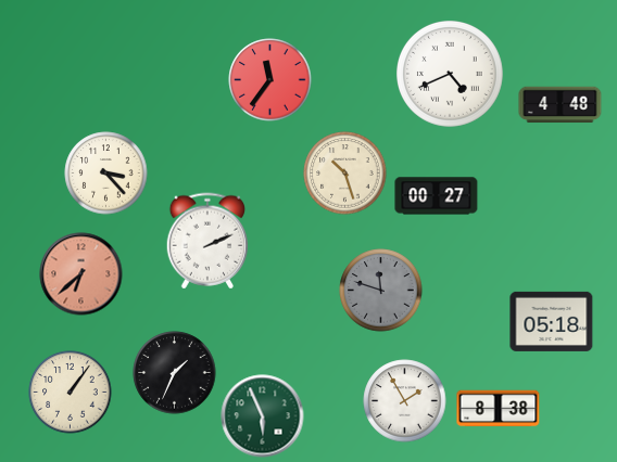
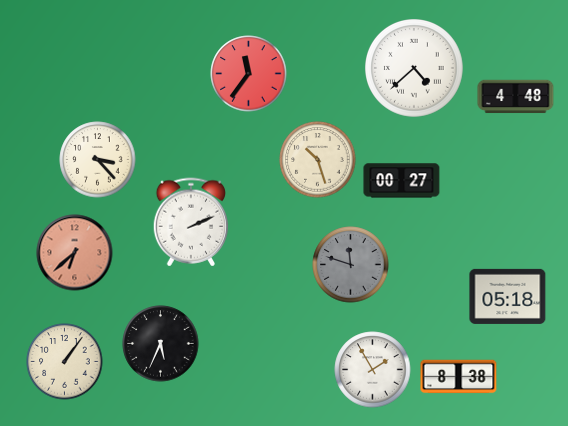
clock at (451, 75): 4:41 -> 4:38
clock at (381, 291) position: (381, 291) -> (351, 265)
clock at (175, 373): 1:34 -> 5:34
clock at (263, 416): 5:56 -> none
